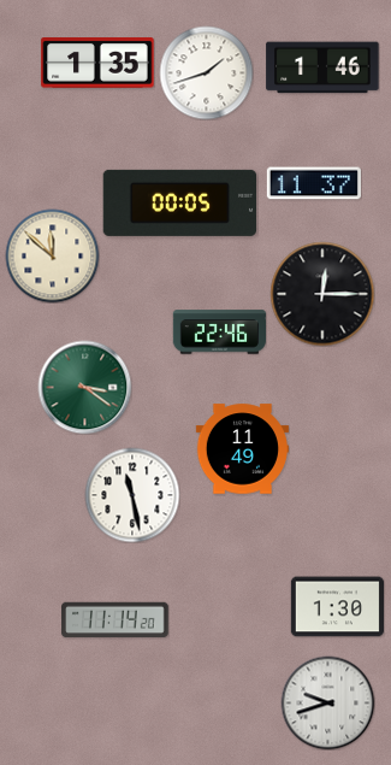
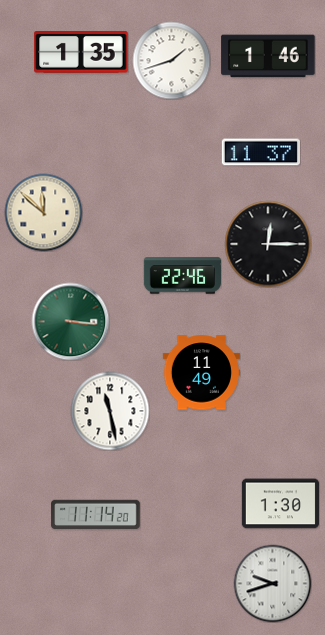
clock at (180, 202): 00:05 -> none
clock at (84, 387): 3:21 -> 3:16
